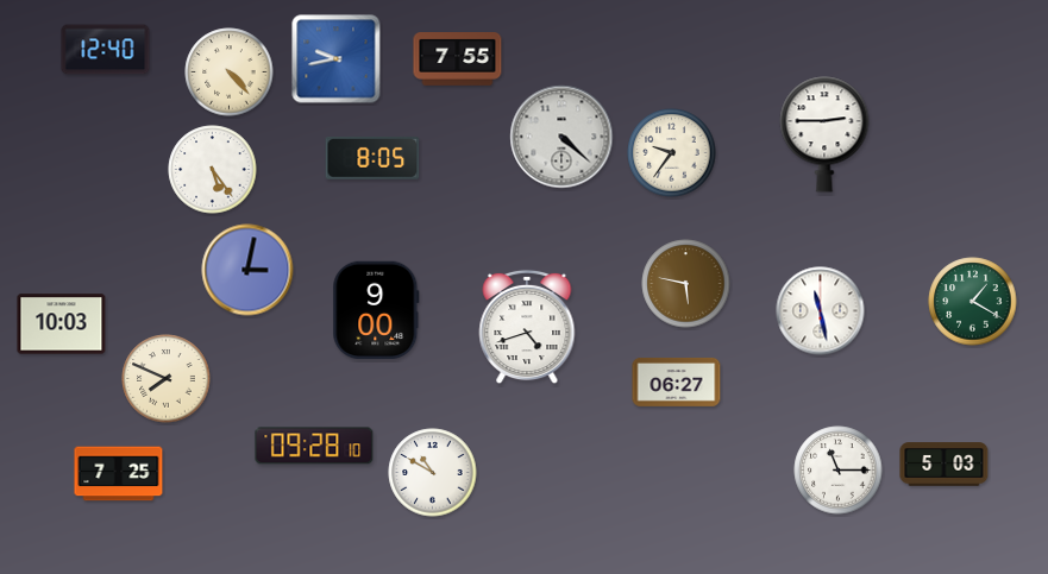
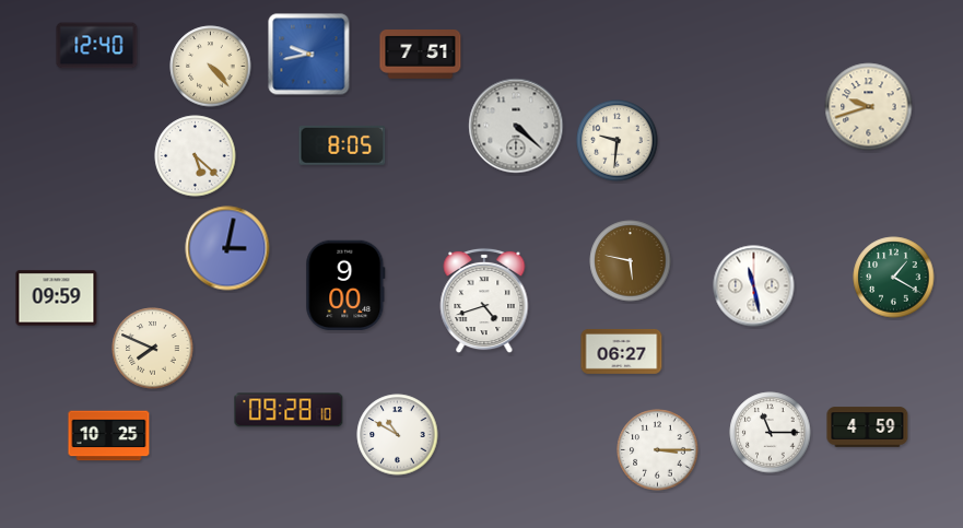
clock at (458, 59): 7:55 -> 7:51
clock at (869, 107): none -> 9:42
clock at (824, 134): 2:45 -> none
clock at (672, 153): 9:36 -> 9:31
clock at (213, 170): 5:24 -> 5:22
clock at (62, 324): 10:03 -> 09:59
clock at (945, 465): 5:03 -> 4:59
clock at (119, 474): 7:25 -> 10:25
clock at (658, 450): none -> 3:15
